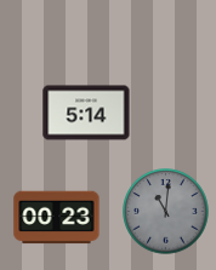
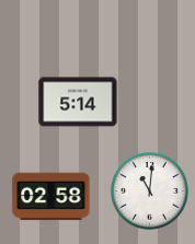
clock at (166, 212) dial: grey -> white
clock at (57, 218): 00:23 -> 02:58
